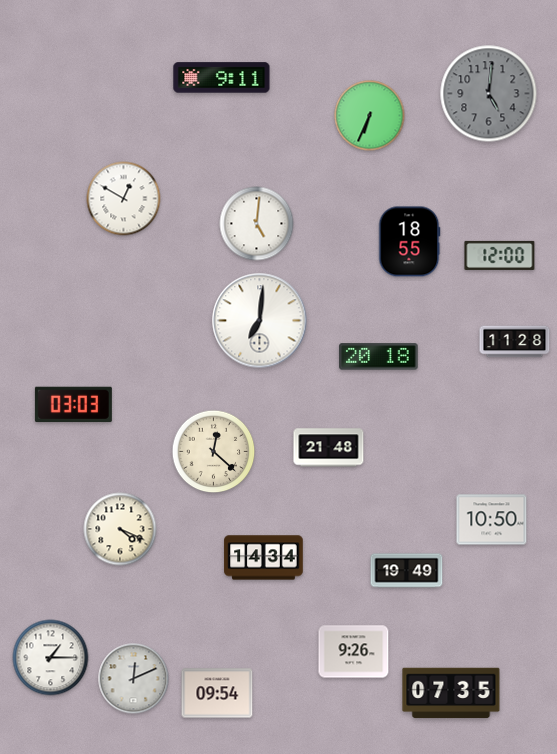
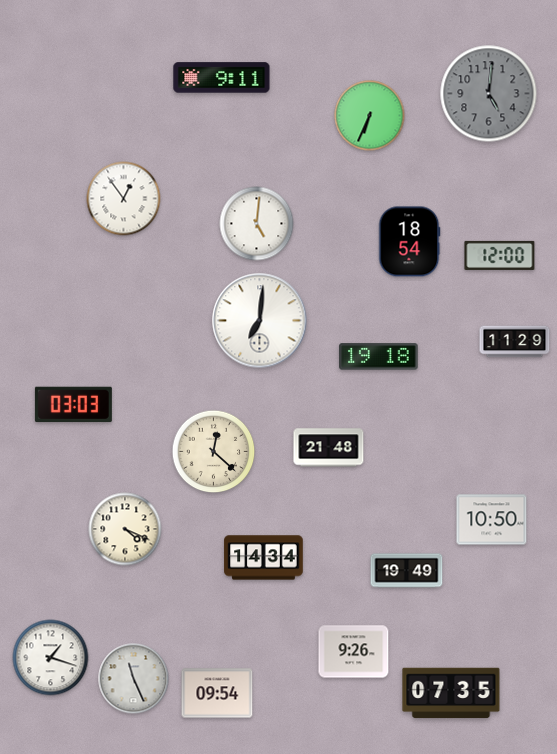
clock at (124, 199): 12:50 -> 12:54
clock at (409, 242): 18:55 -> 18:54
clock at (515, 342): 11:28 -> 11:29
clock at (379, 357): 20:18 -> 19:18
clock at (120, 529) position: (120, 529) -> (125, 529)
clock at (51, 658): 1:15 -> 1:18
clock at (134, 679): 12:11 -> 11:26
